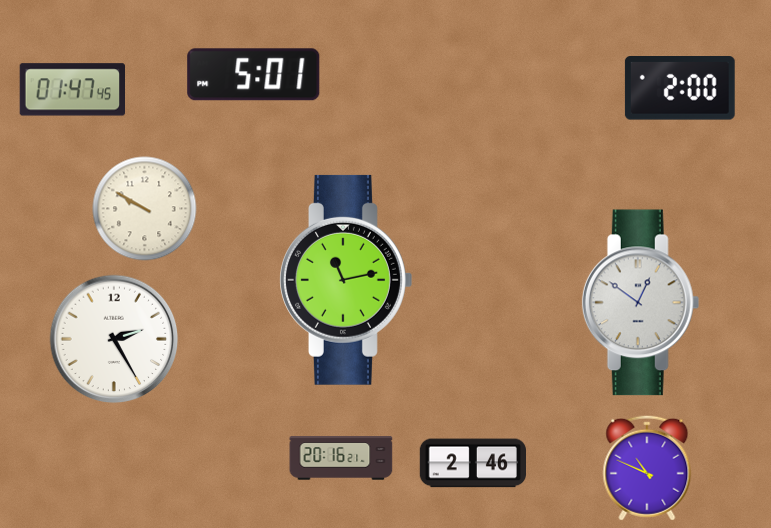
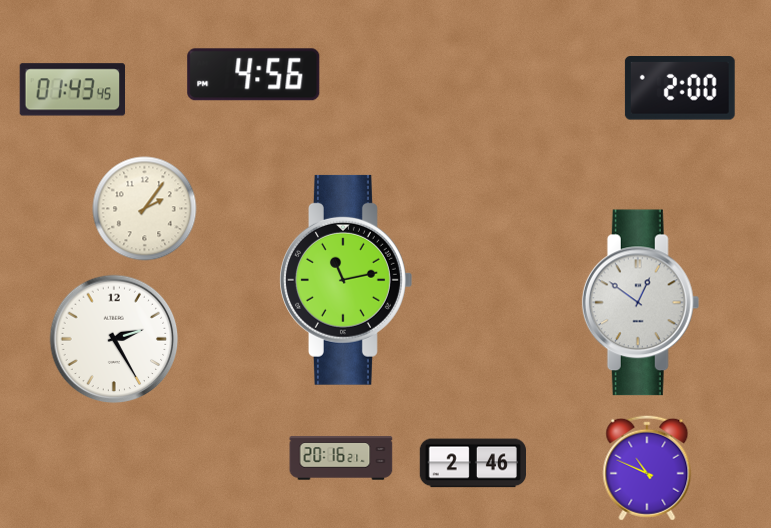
clock at (254, 75): 5:01 -> 4:56
clock at (72, 90): 01:47 -> 01:43
clock at (145, 209): 9:50 -> 2:06
